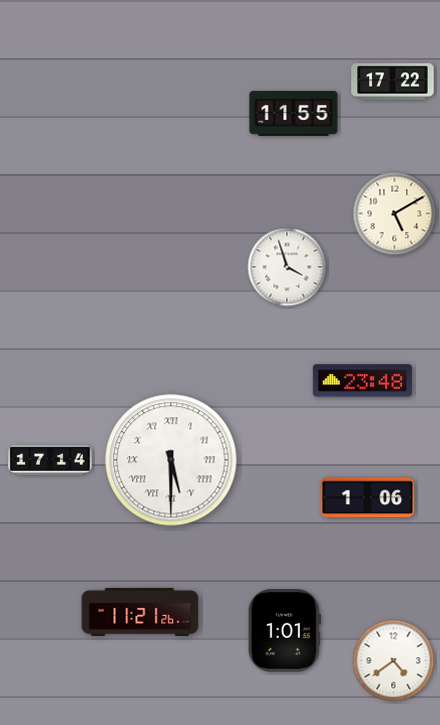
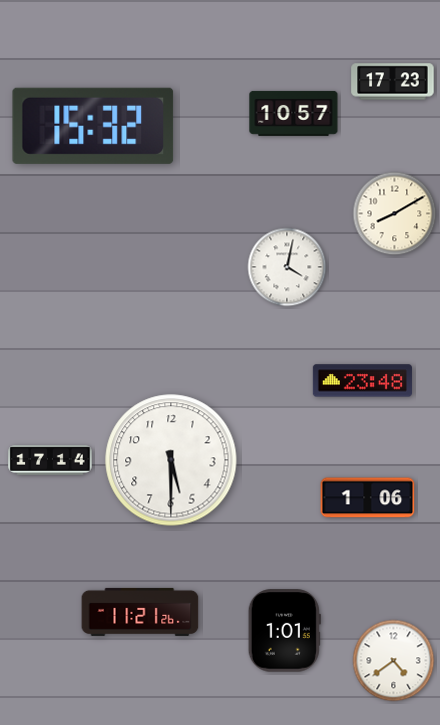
clock at (393, 82): 17:22 -> 17:23
clock at (294, 113): 11:55 -> 10:57
clock at (93, 126): none -> 15:32
clock at (395, 214): 5:10 -> 8:10
clock at (287, 267): 3:57 -> 4:02
clock at (171, 460) numerals: Roman -> Arabic
